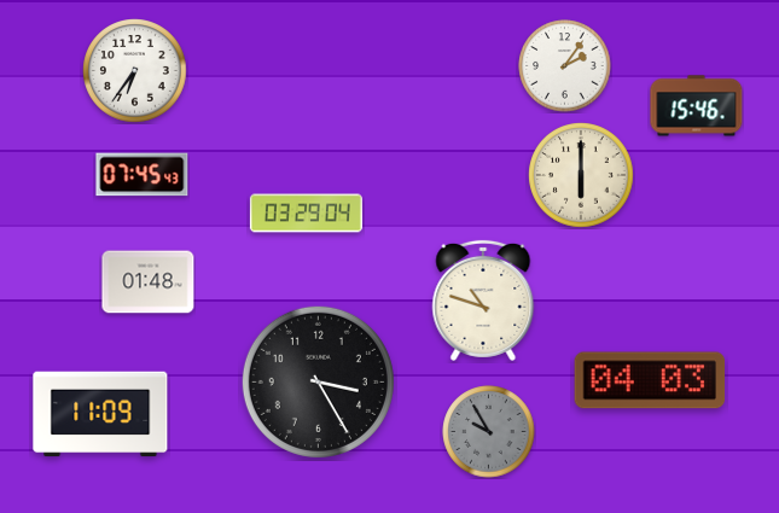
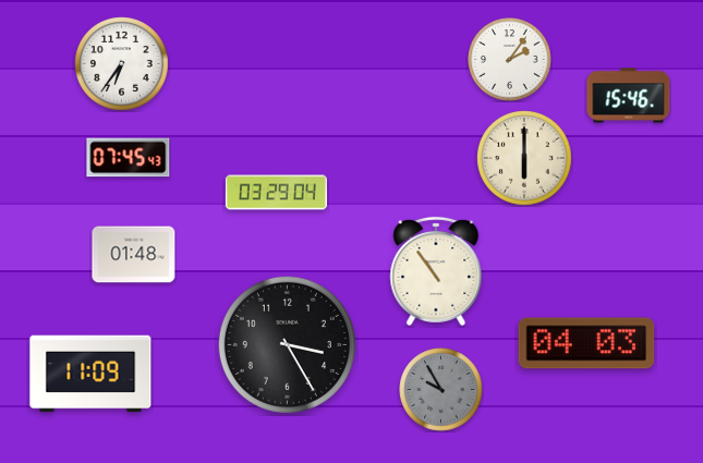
clock at (483, 301): 10:48 -> 10:54
